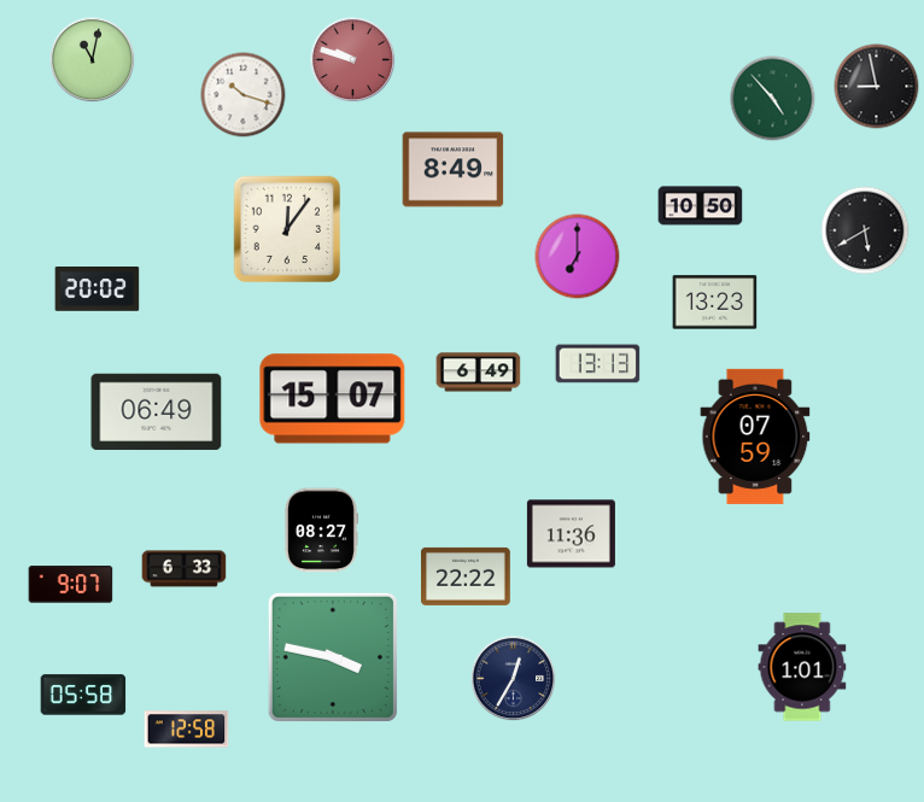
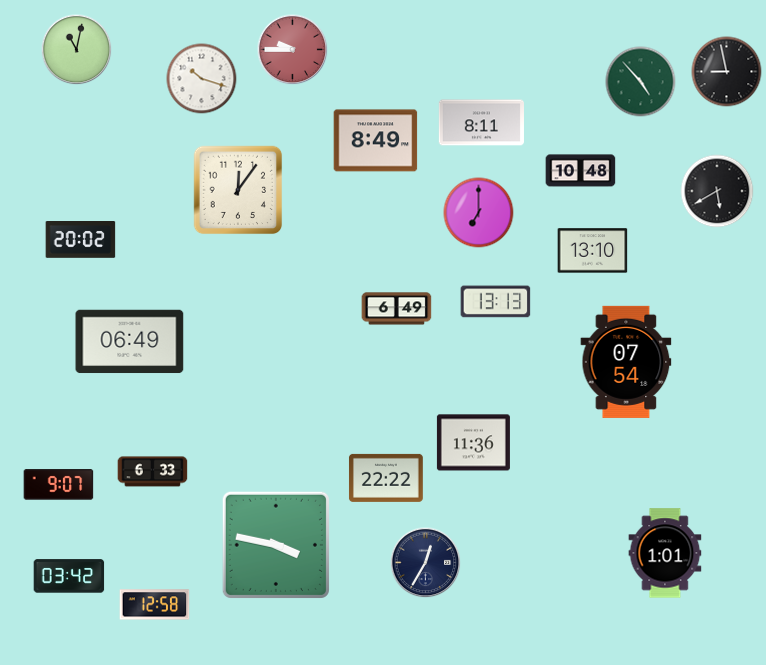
clock at (353, 60): 9:48 -> 9:45
clock at (481, 123): none -> 8:11
clock at (701, 206): 10:50 -> 10:48
clock at (715, 303): 13:23 -> 13:10
clock at (333, 399): 15:07 -> none
clock at (755, 437): 07:59 -> 07:54
clock at (320, 531): 08:27 -> none
clock at (83, 695): 05:58 -> 03:42
